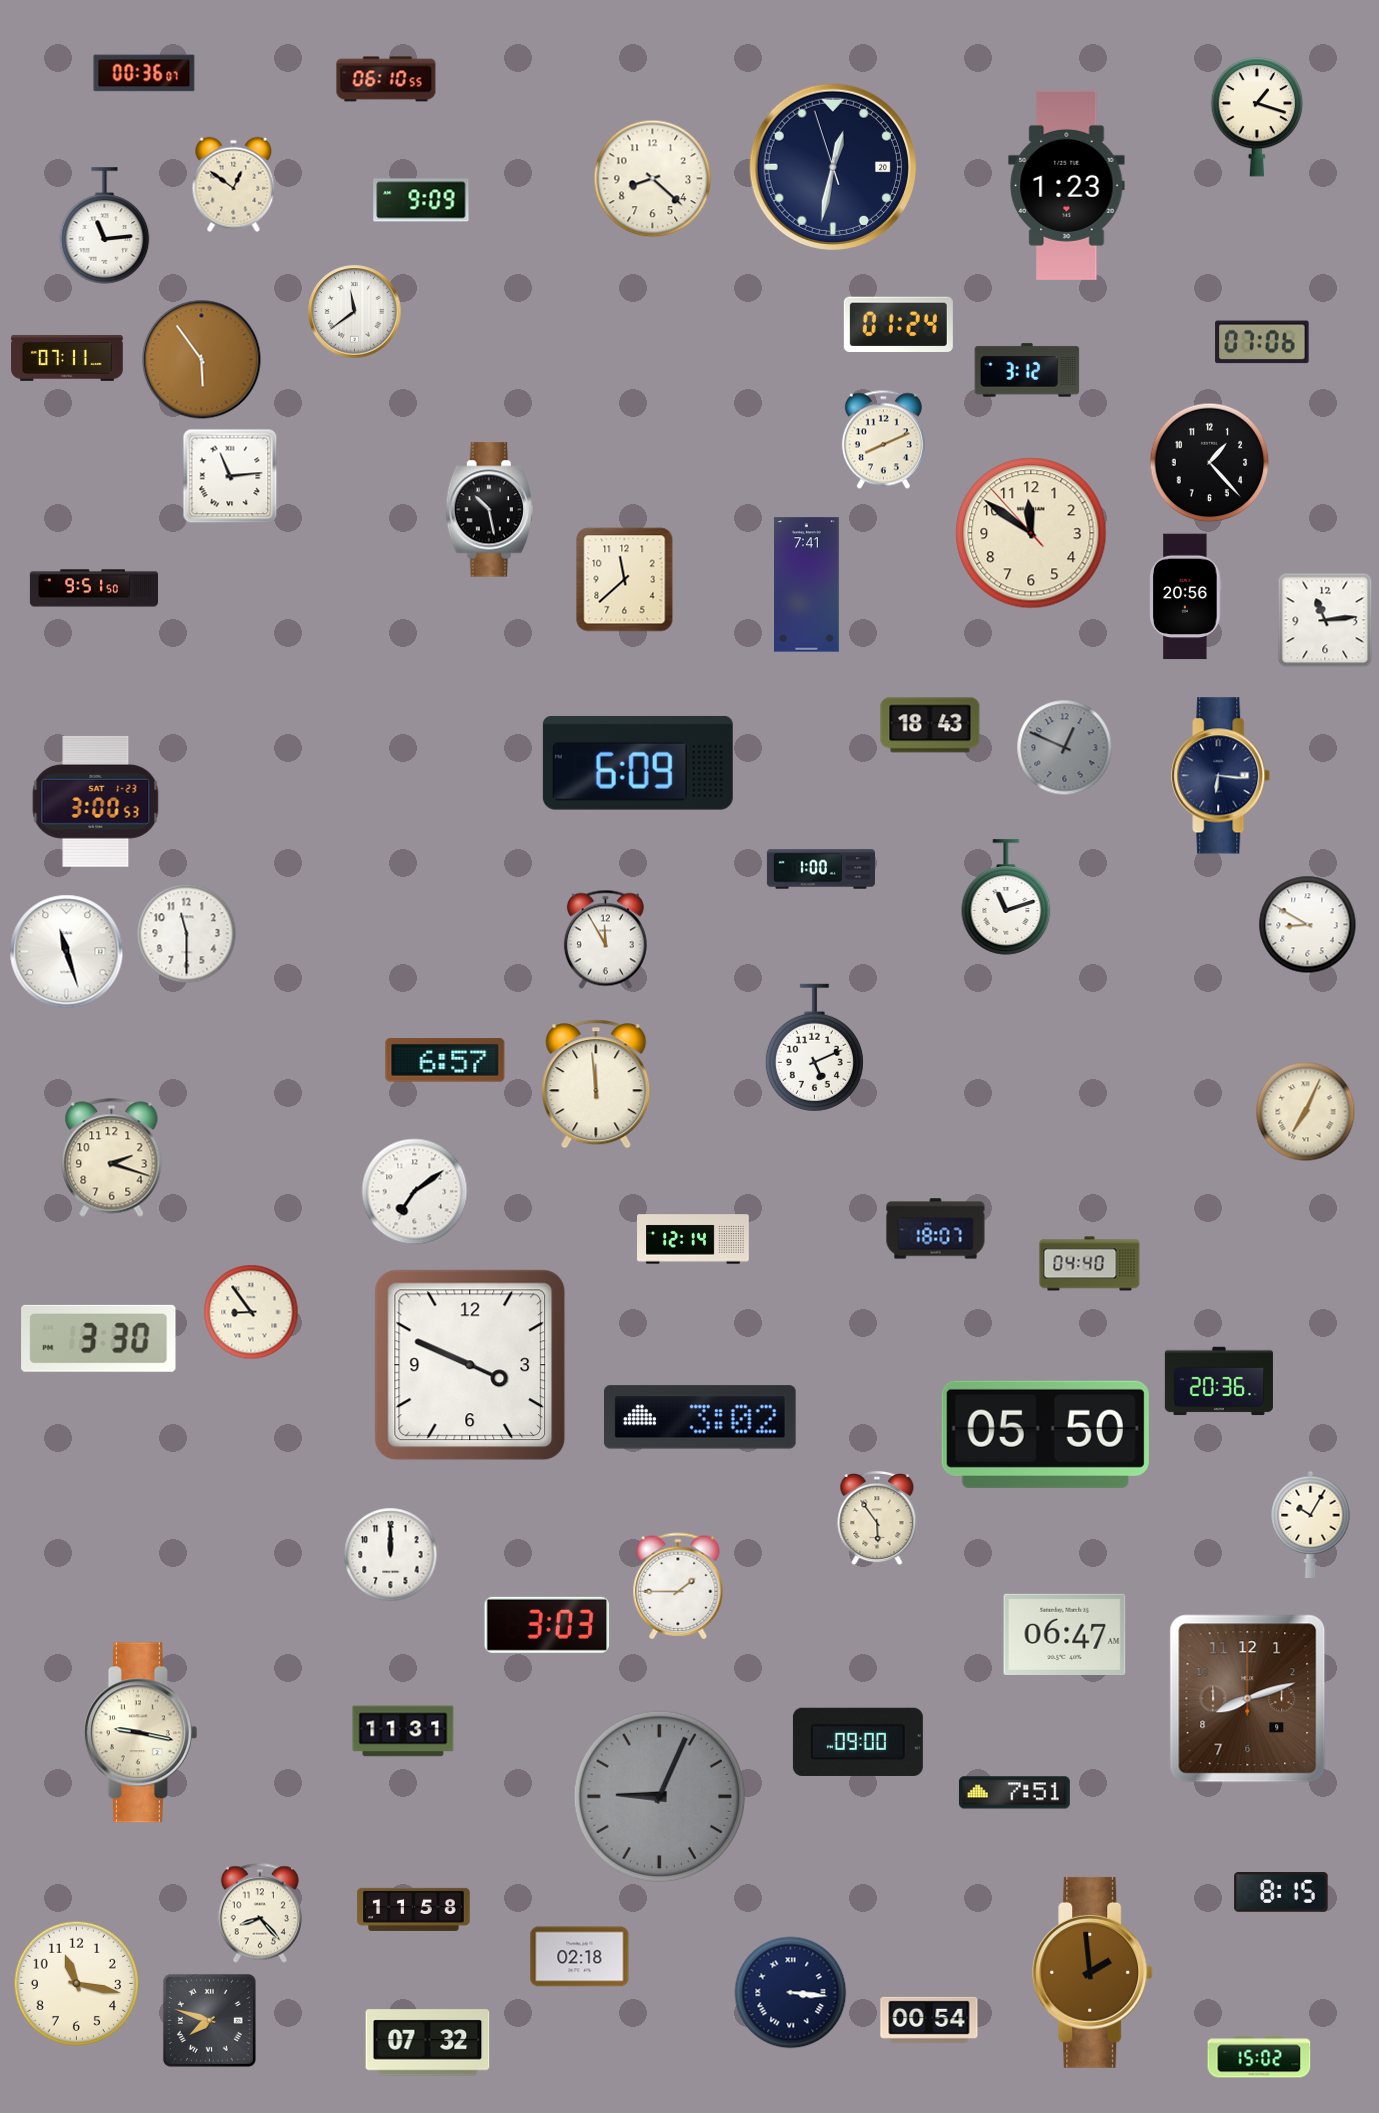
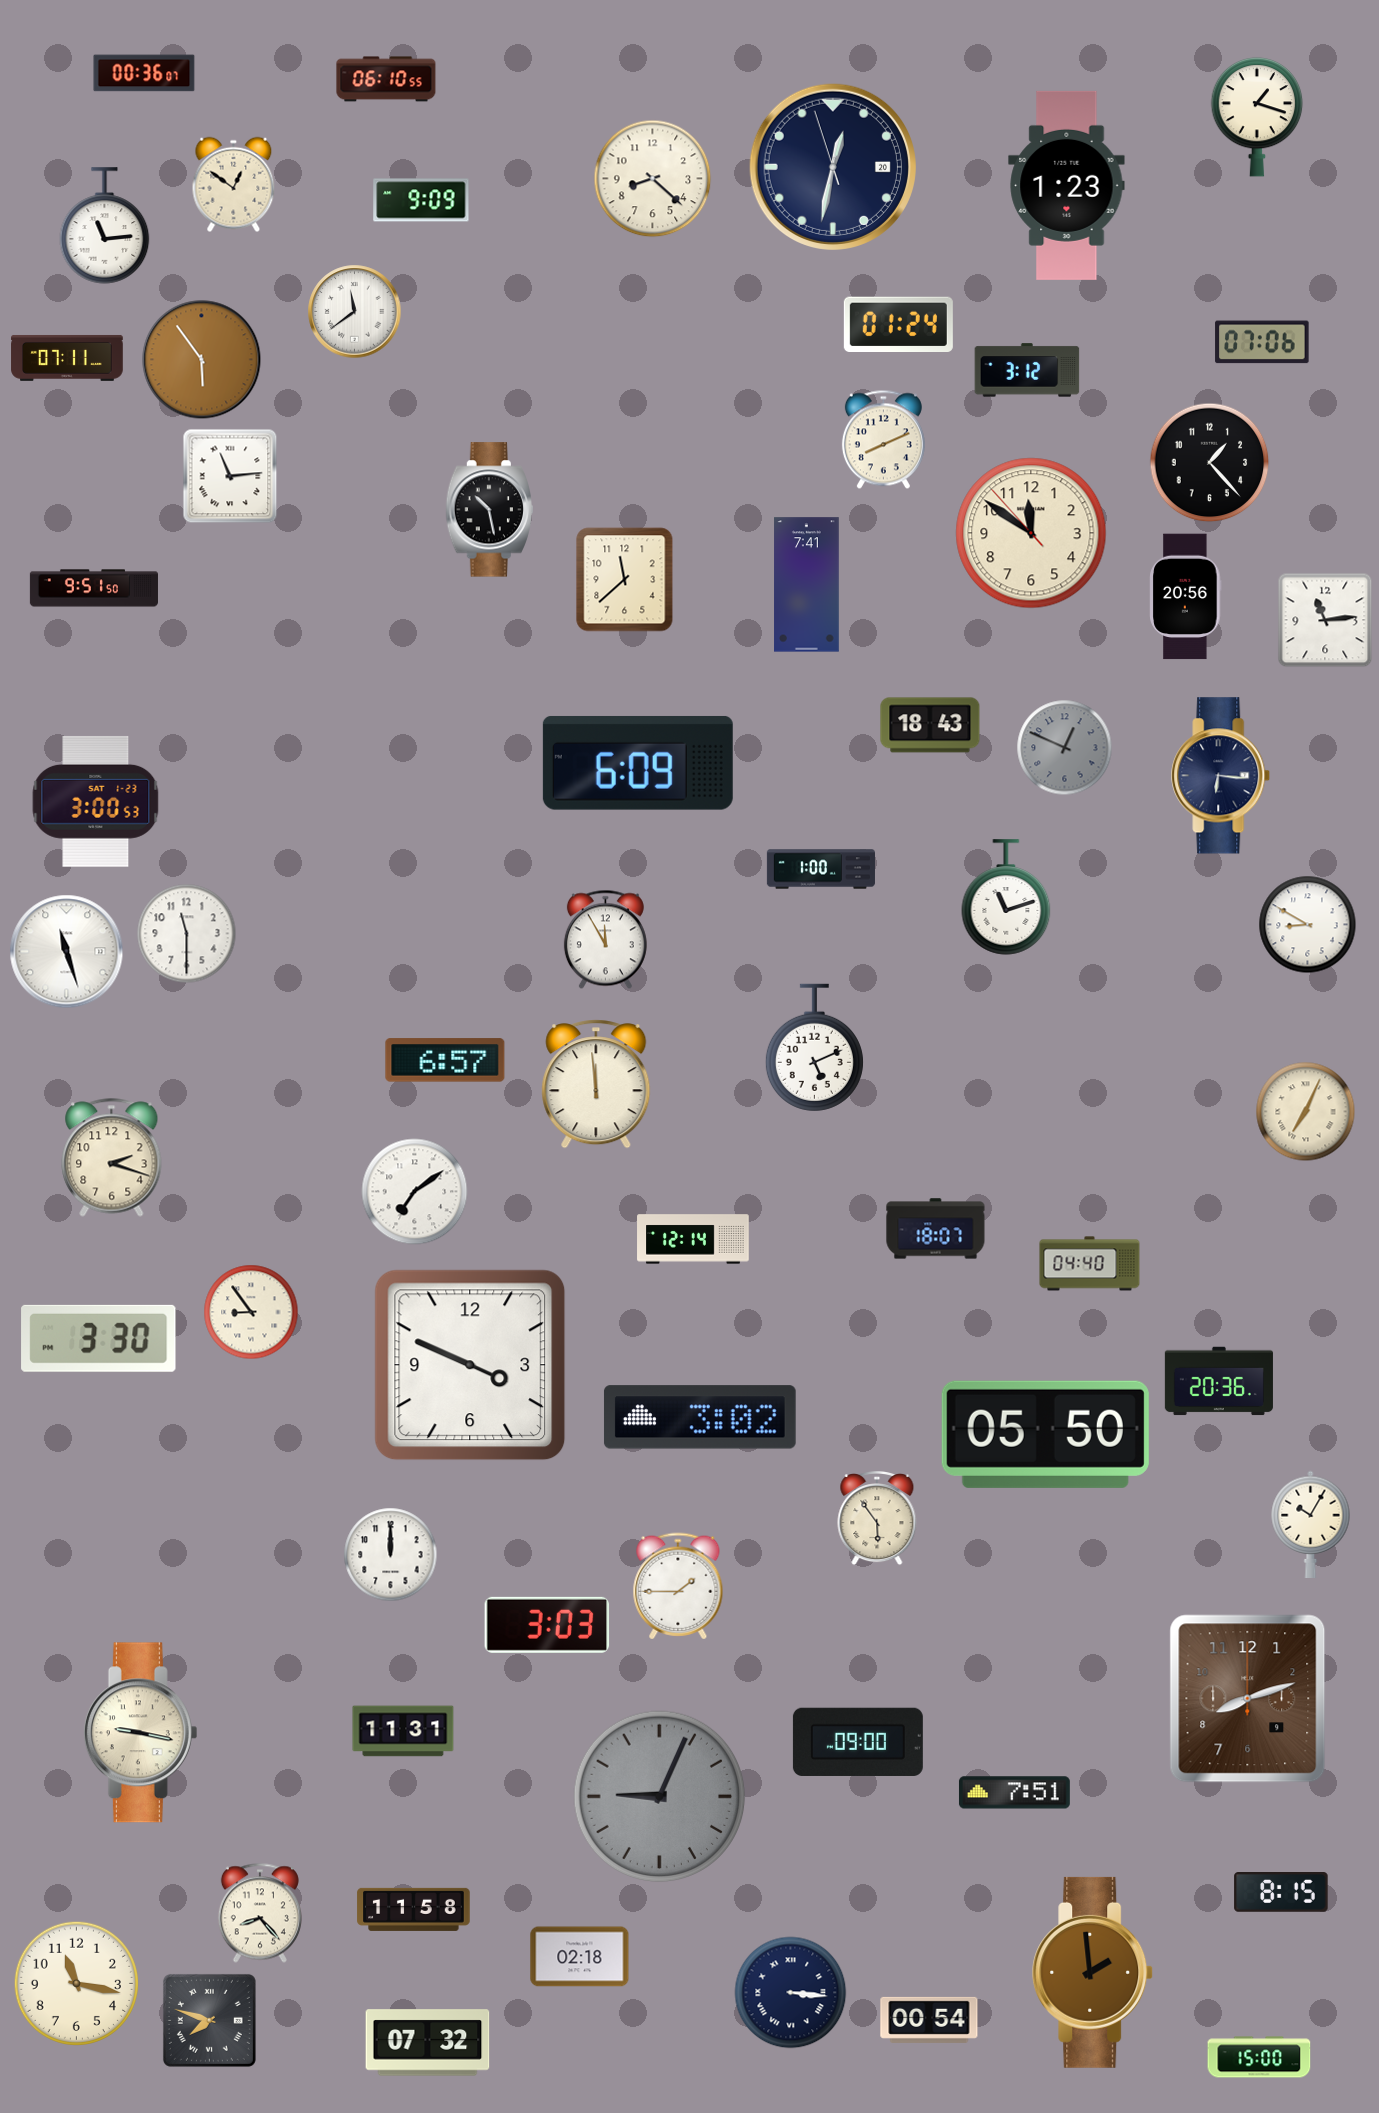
clock at (1065, 1634): 06:47 -> none
clock at (1259, 2057): 15:02 -> 15:00
